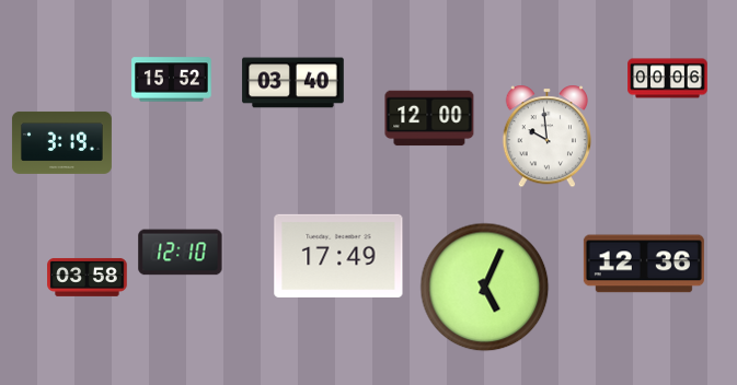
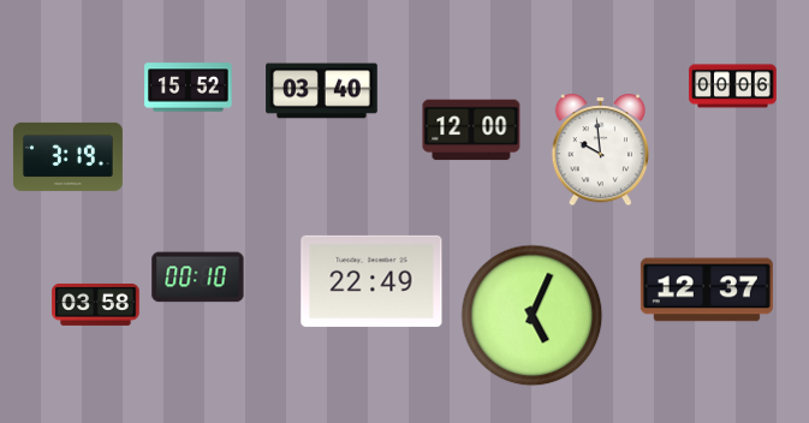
clock at (181, 253): 12:10 -> 00:10
clock at (338, 256): 17:49 -> 22:49
clock at (644, 264): 12:36 -> 12:37
